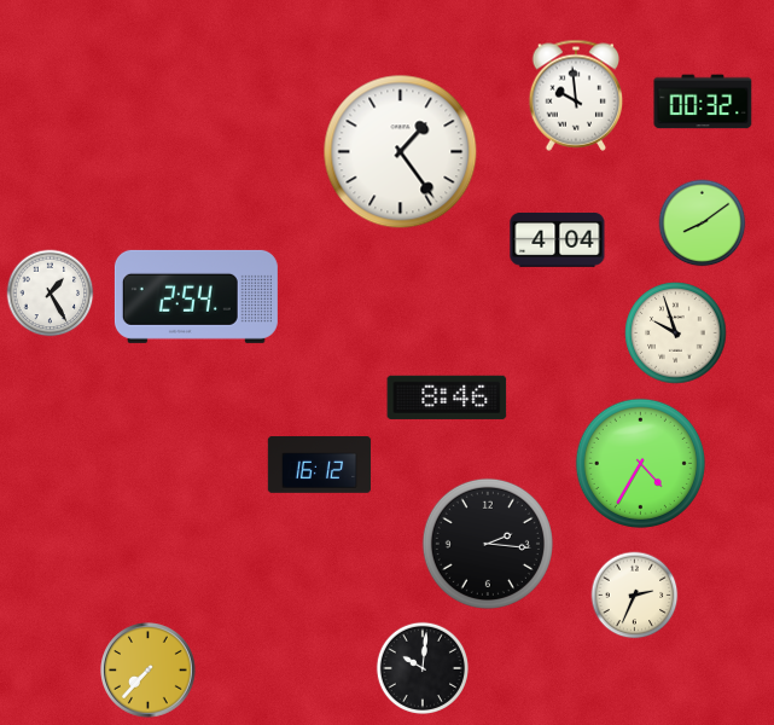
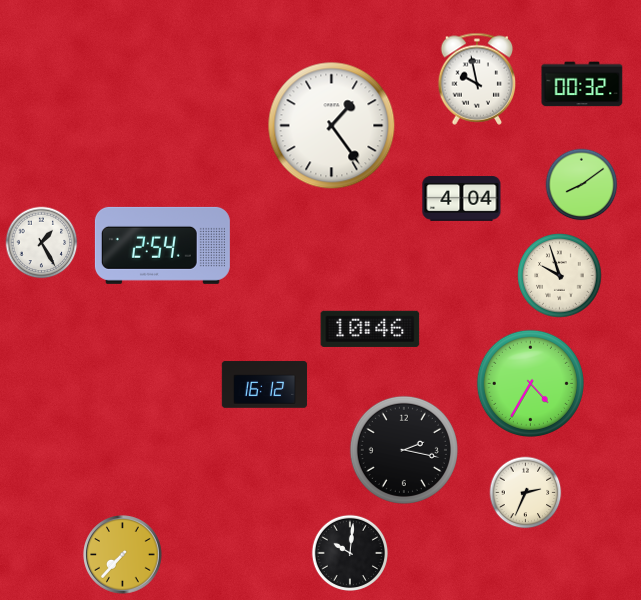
clock at (576, 95): 9:59 -> 9:58
clock at (447, 398): 8:46 -> 10:46
clock at (488, 544): 2:16 -> 2:17
